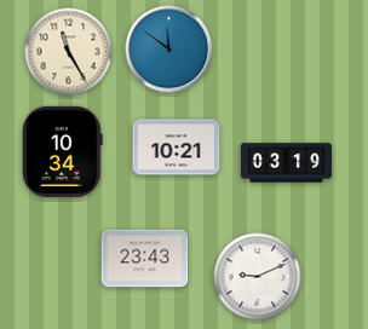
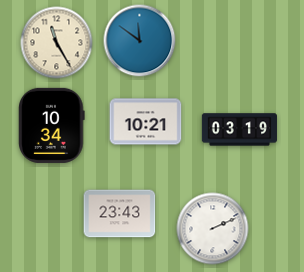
clock at (286, 163) position: (286, 163) -> (239, 130)
clock at (258, 277): 9:11 -> 2:11
